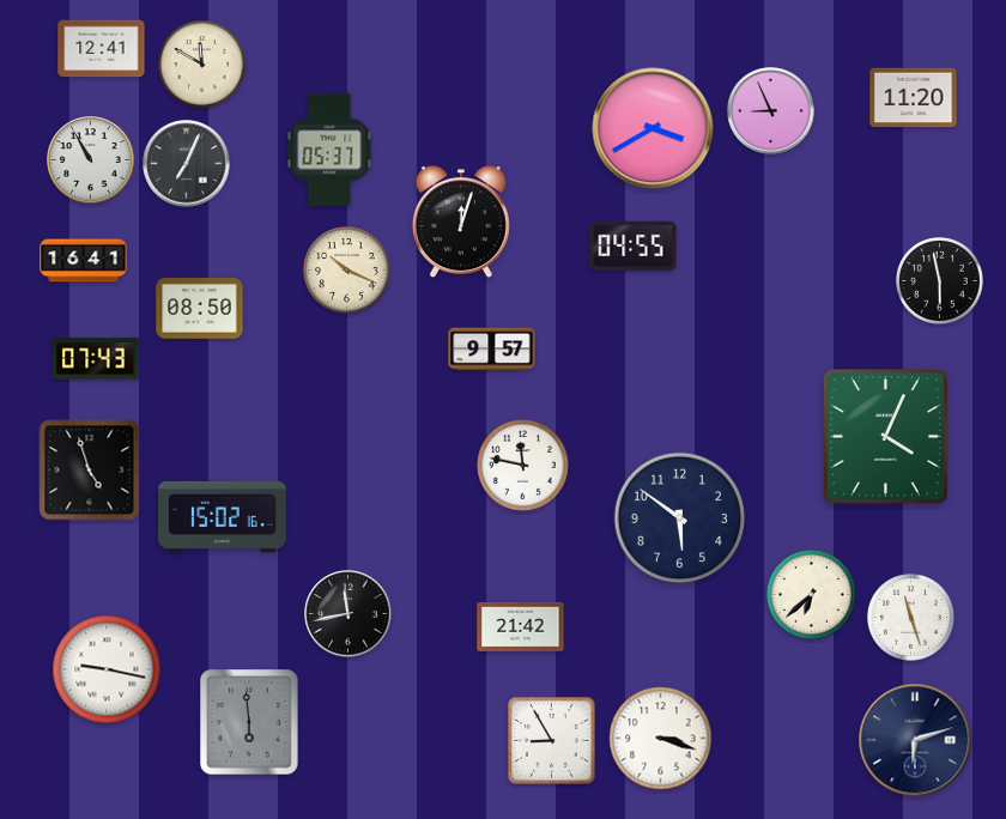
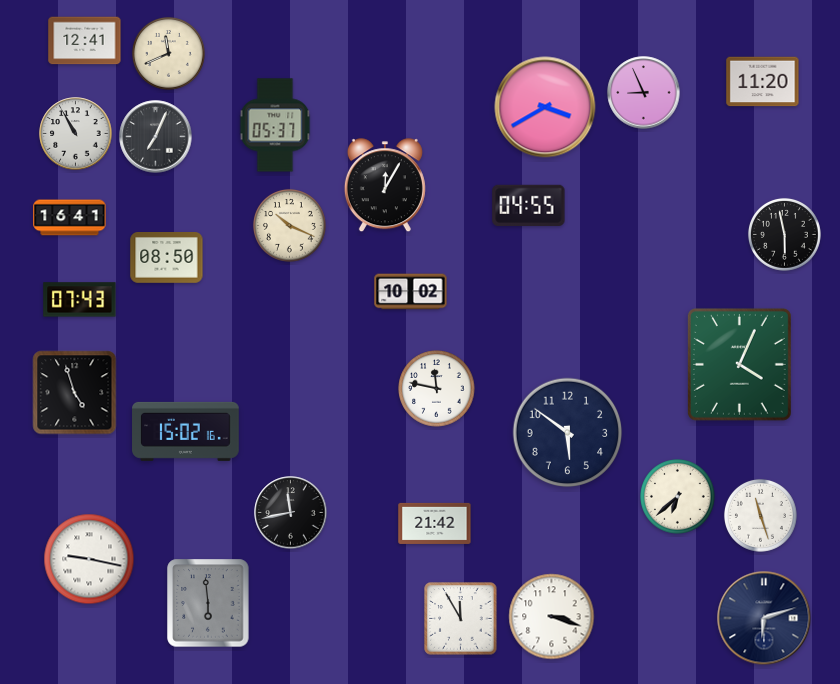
clock at (201, 63): 11:50 -> 11:41
clock at (461, 223): 12:03 -> 12:05
clock at (492, 350): 9:57 -> 10:02
clock at (552, 741): 8:55 -> 11:55
